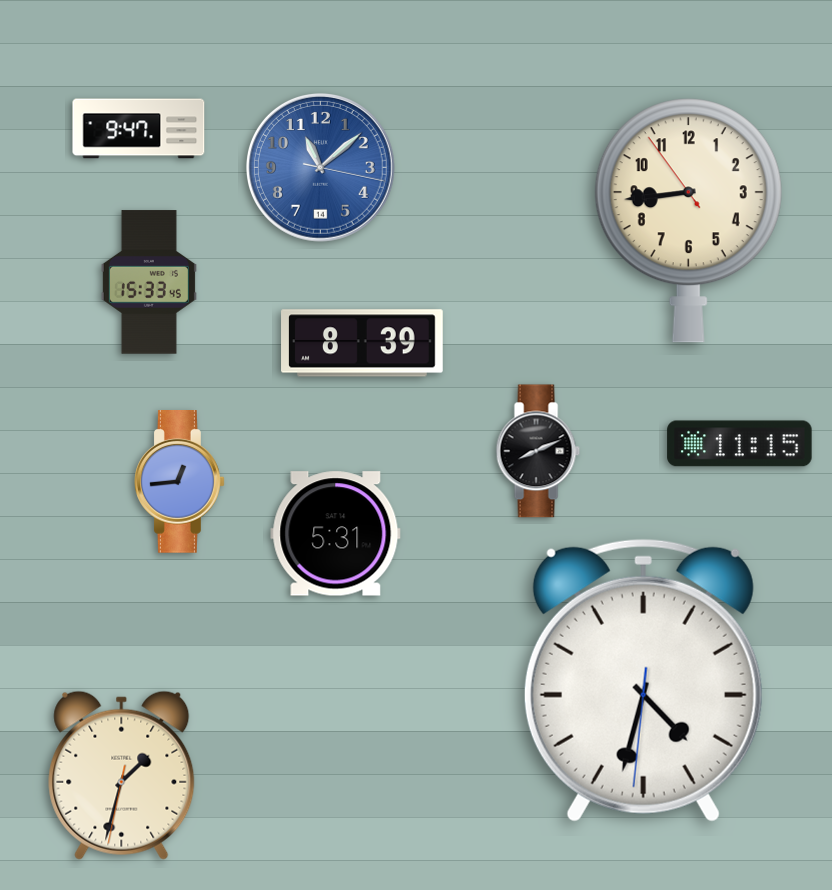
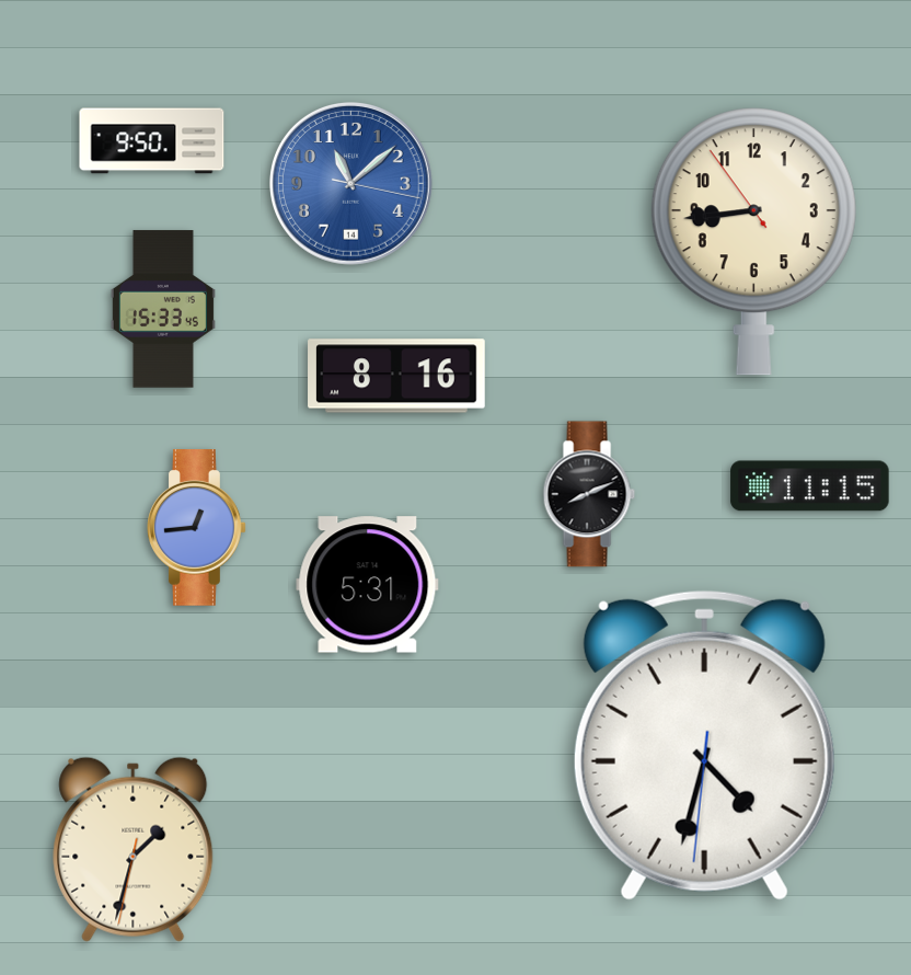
clock at (139, 129): 9:47 -> 9:50
clock at (362, 343): 8:39 -> 8:16
